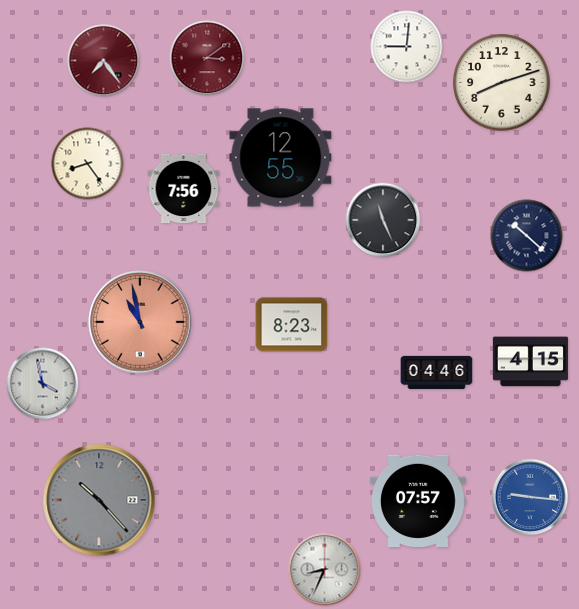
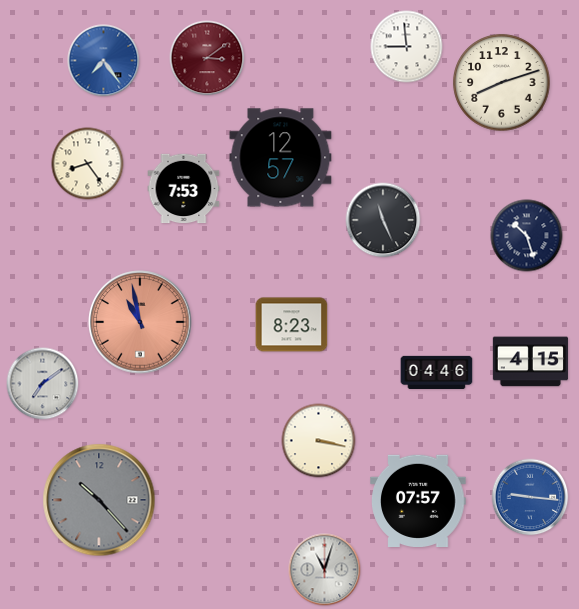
clock at (407, 47): 9:01 -> 8:59
clock at (104, 61) dial: burgundy -> blue
clock at (281, 158): 12:55 -> 12:57
clock at (184, 189): 7:56 -> 7:53
clock at (527, 236): 10:22 -> 10:27
clock at (43, 384): 3:58 -> 7:09
clock at (319, 441): none -> 3:17
clock at (325, 570): 8:34 -> 11:03
